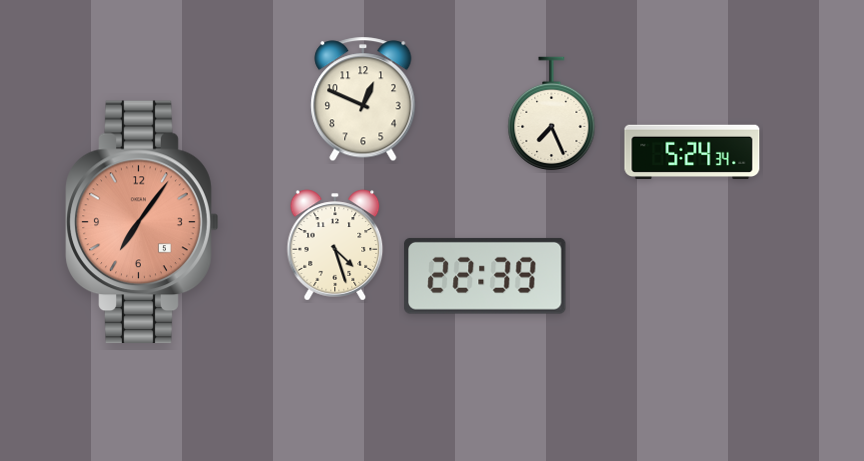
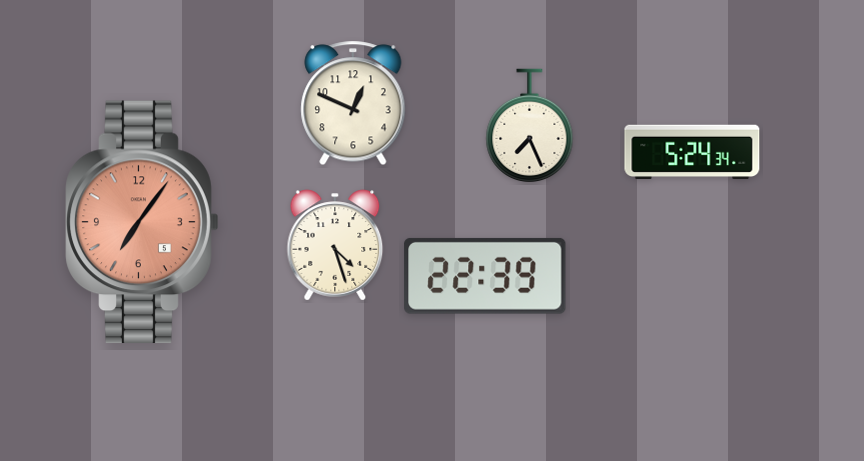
clock at (363, 99) position: (363, 99) -> (353, 103)
clock at (552, 114) position: (552, 114) -> (530, 126)
